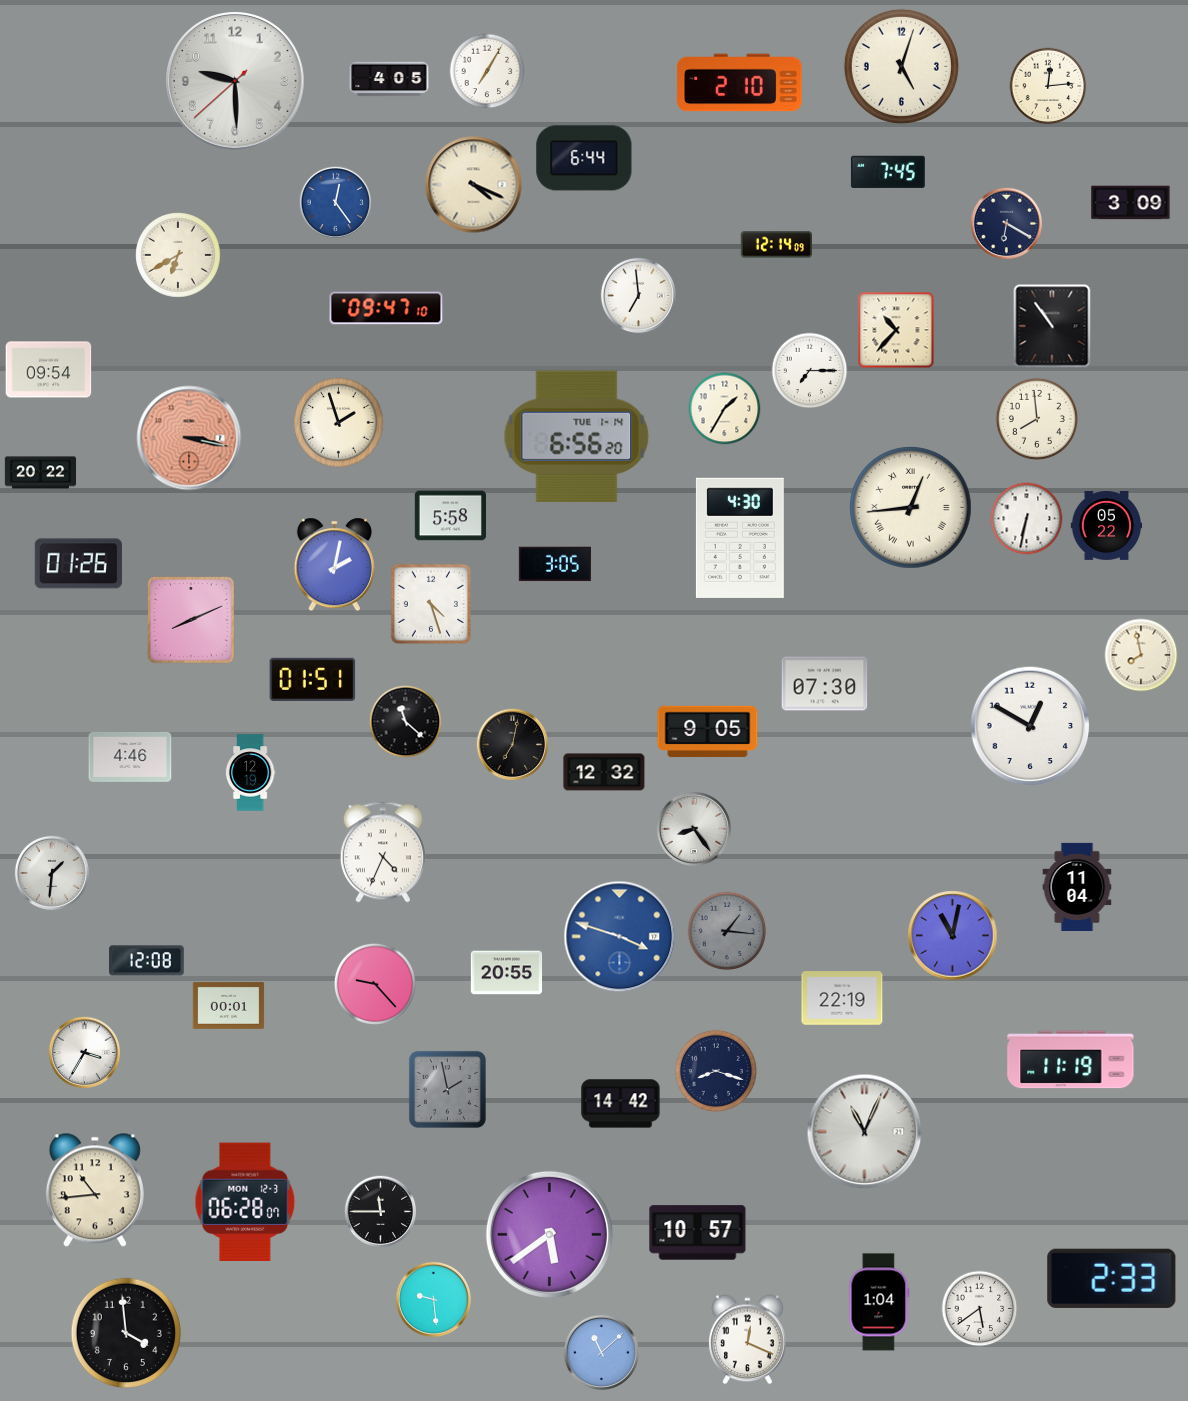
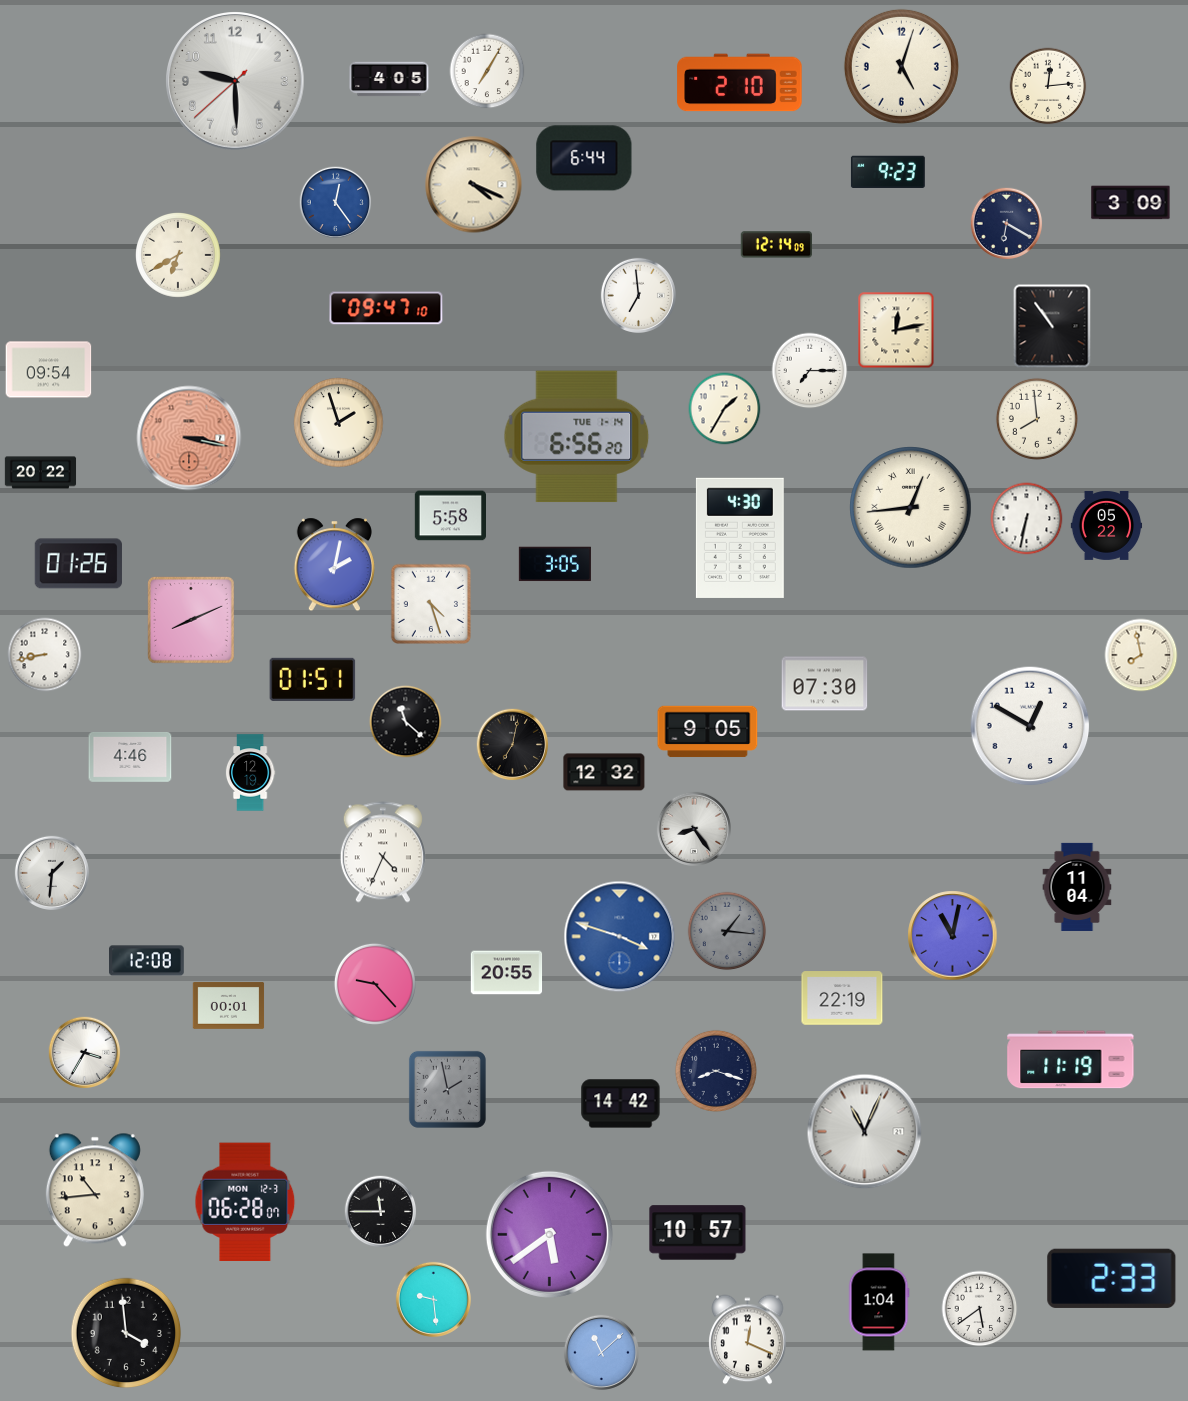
clock at (888, 171): 7:45 -> 9:23
clock at (896, 330): 10:37 -> 12:13
clock at (45, 655): none -> 8:43
